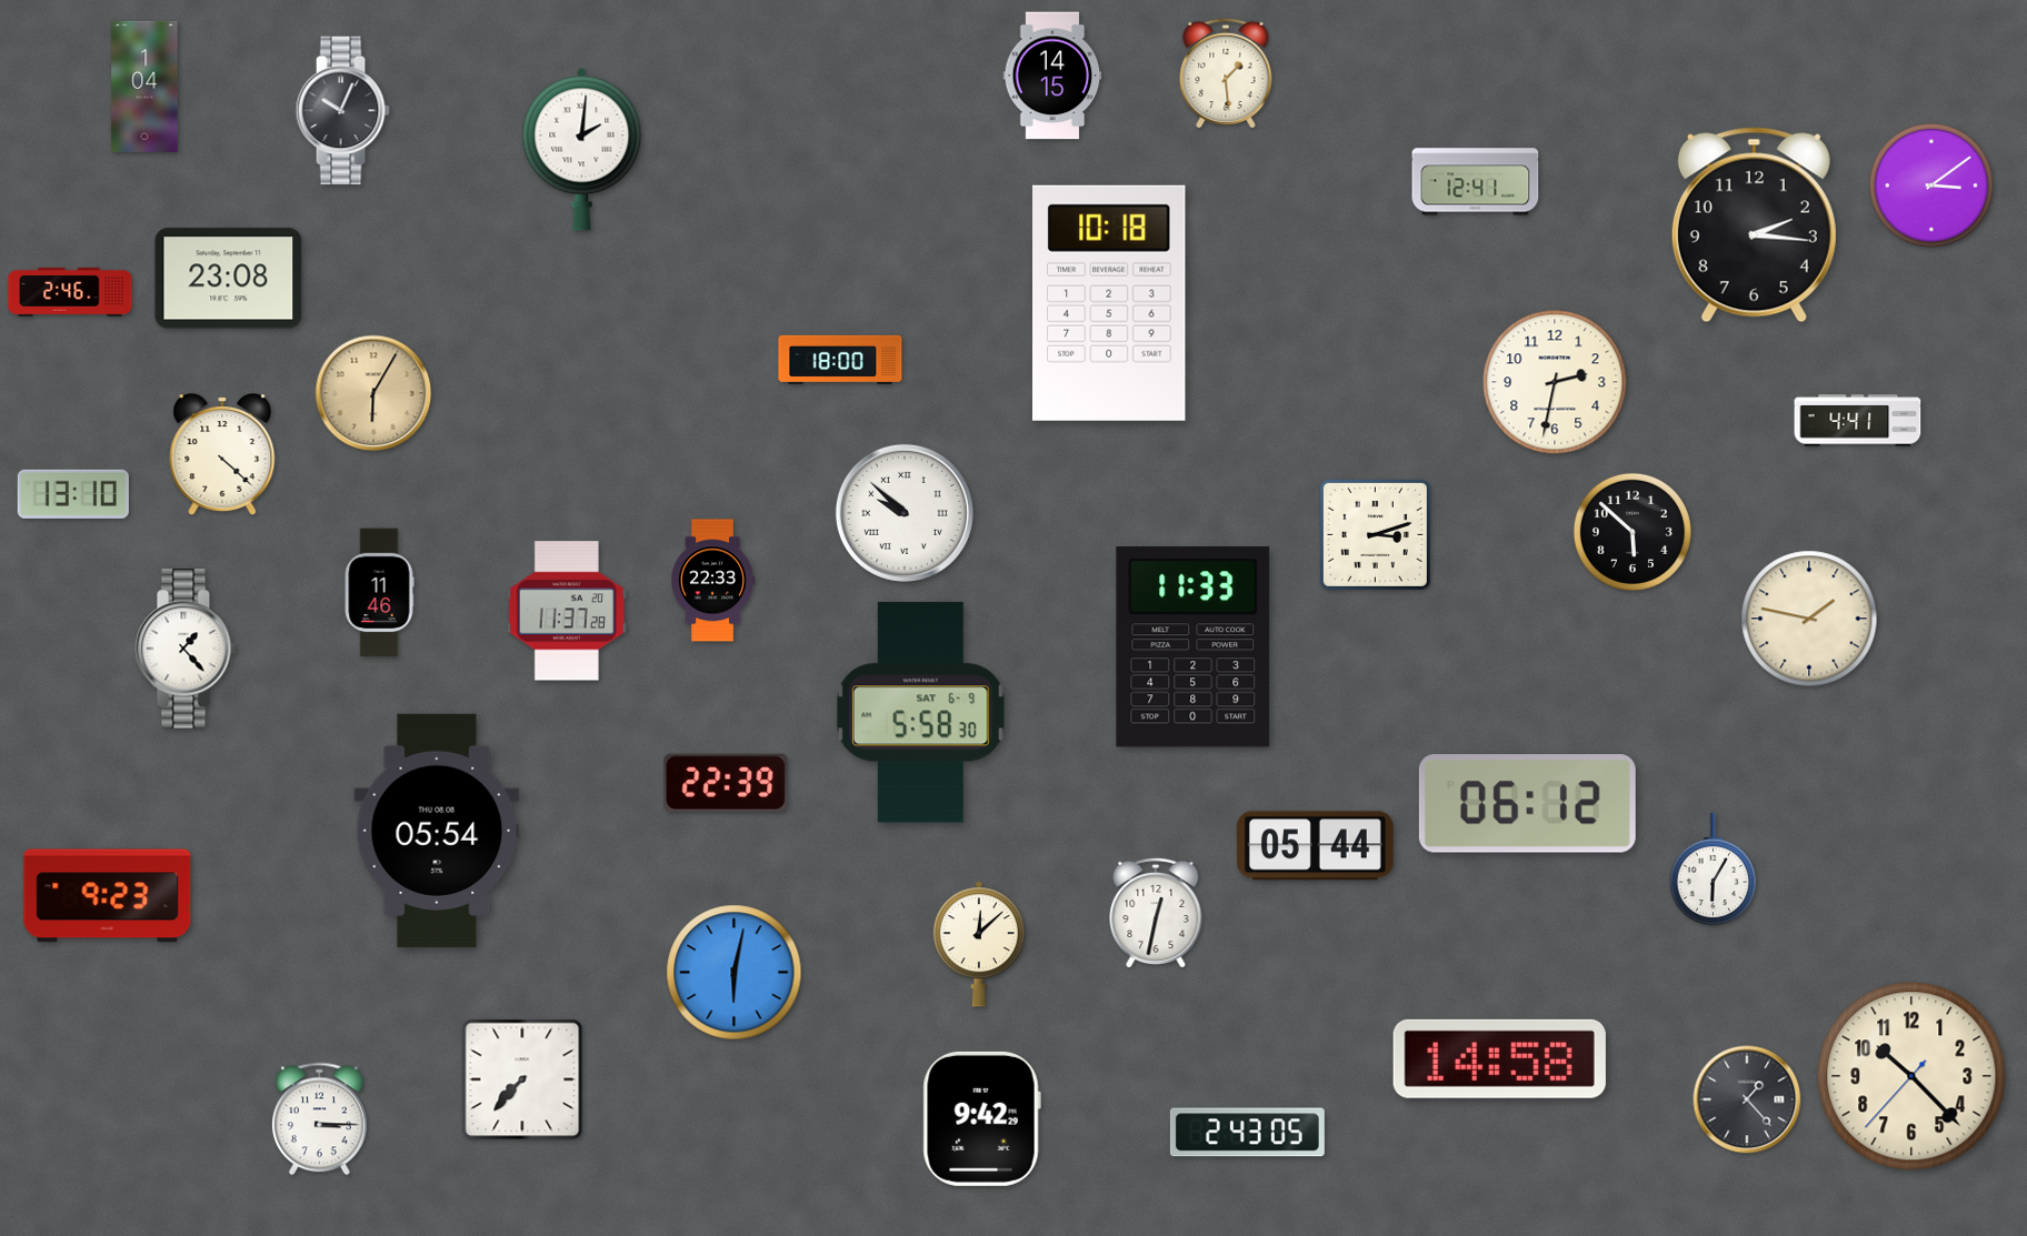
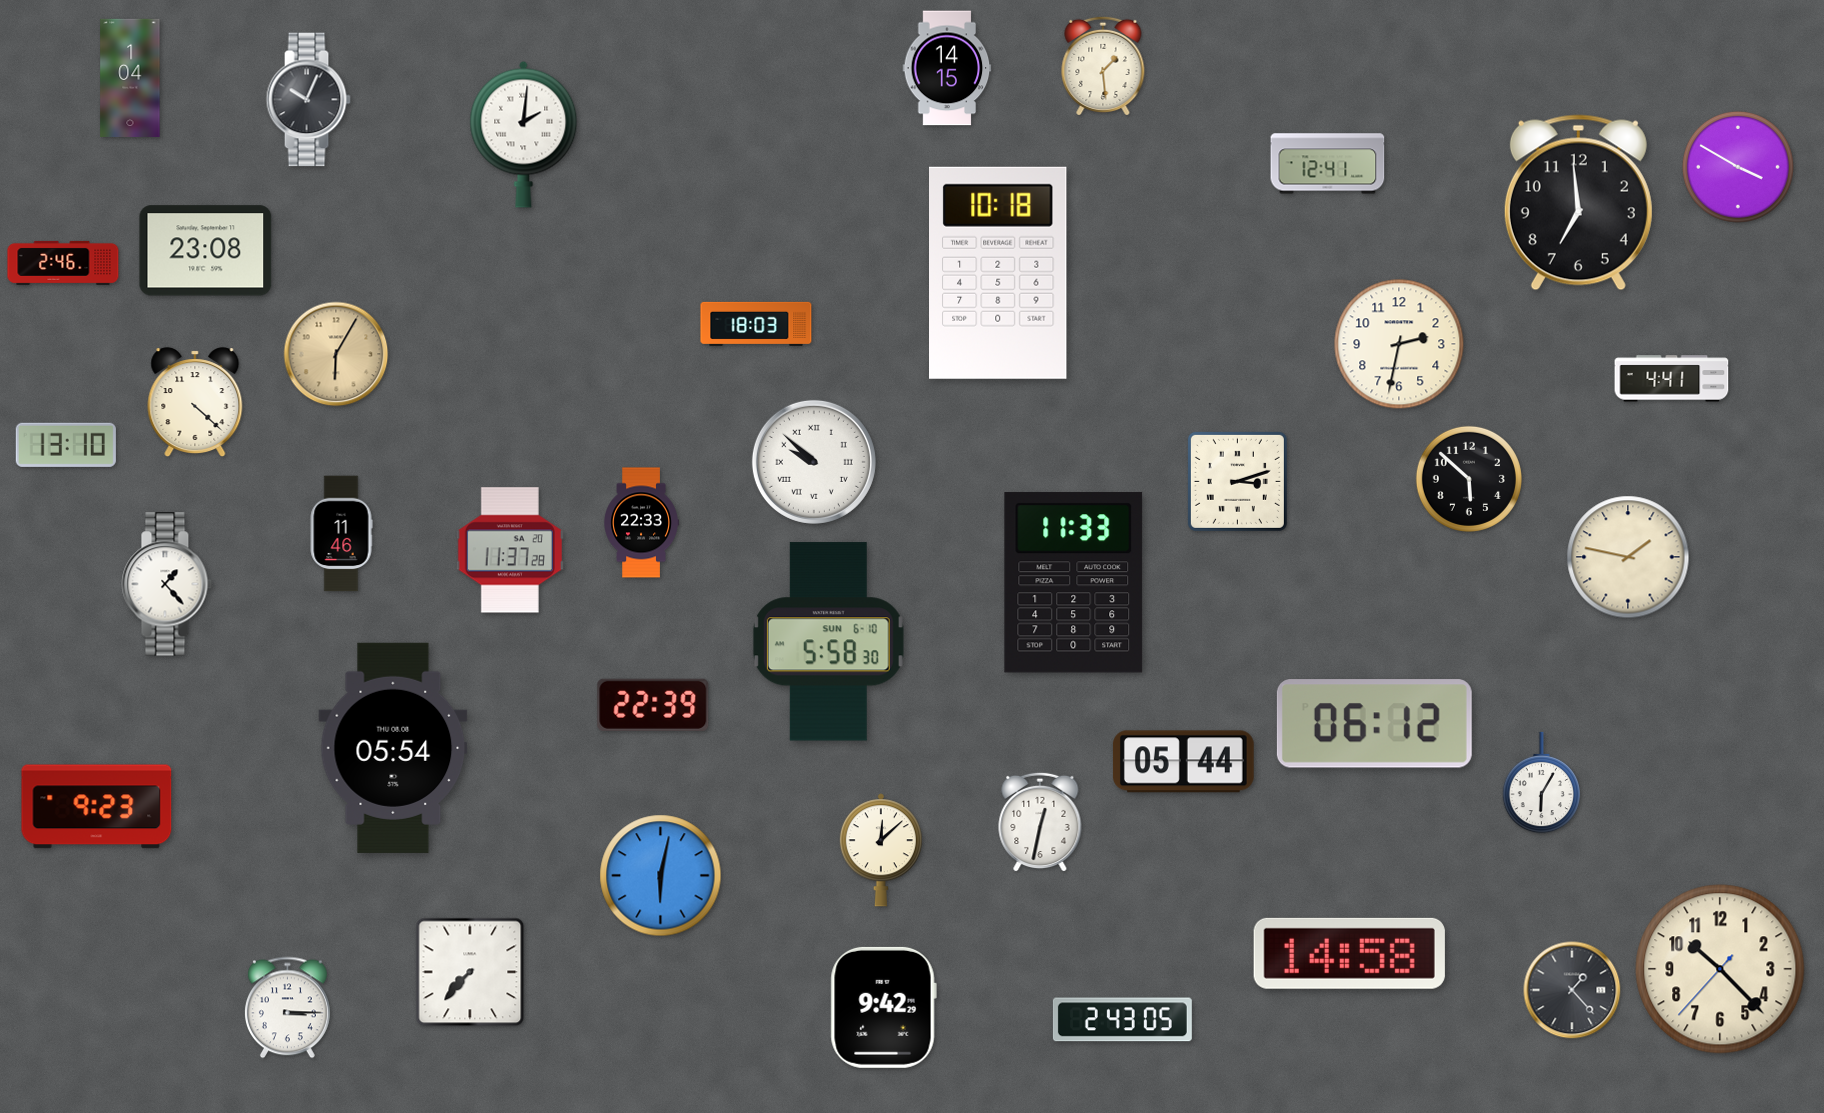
clock at (1931, 185): 3:09 -> 3:50
clock at (1754, 225): 2:16 -> 6:59
clock at (840, 360): 18:00 -> 18:03
clock at (222, 454) position: (222, 454) -> (195, 402)
clock at (920, 713) date: SAT 6-9 -> SUN 6-10
